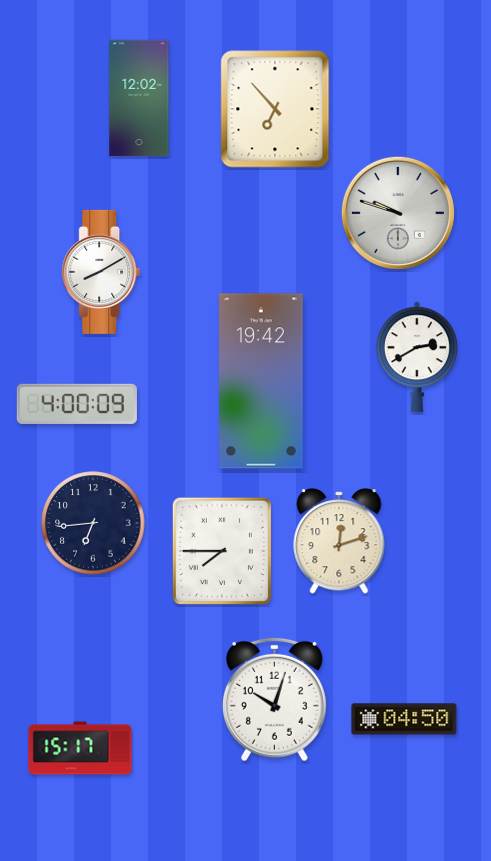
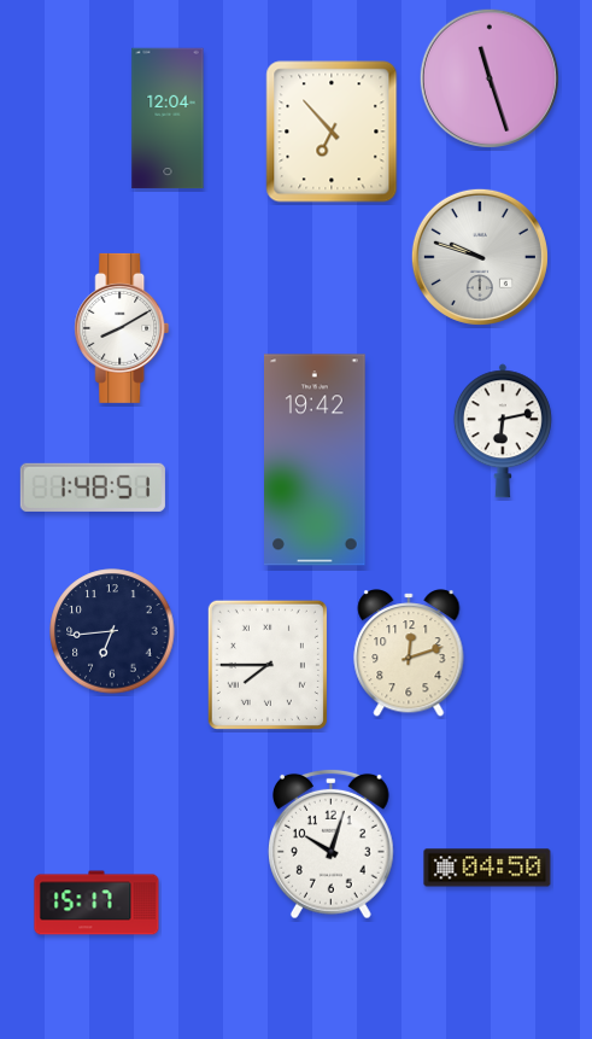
clock at (490, 78): none -> 11:27
clock at (139, 98): 12:02 -> 12:04
clock at (417, 357): 2:40 -> 6:13
clock at (77, 404): 4:00 -> 1:48
